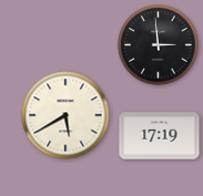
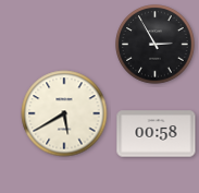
clock at (159, 45): 2:59 -> 2:55
clock at (160, 136): 17:19 -> 00:58
